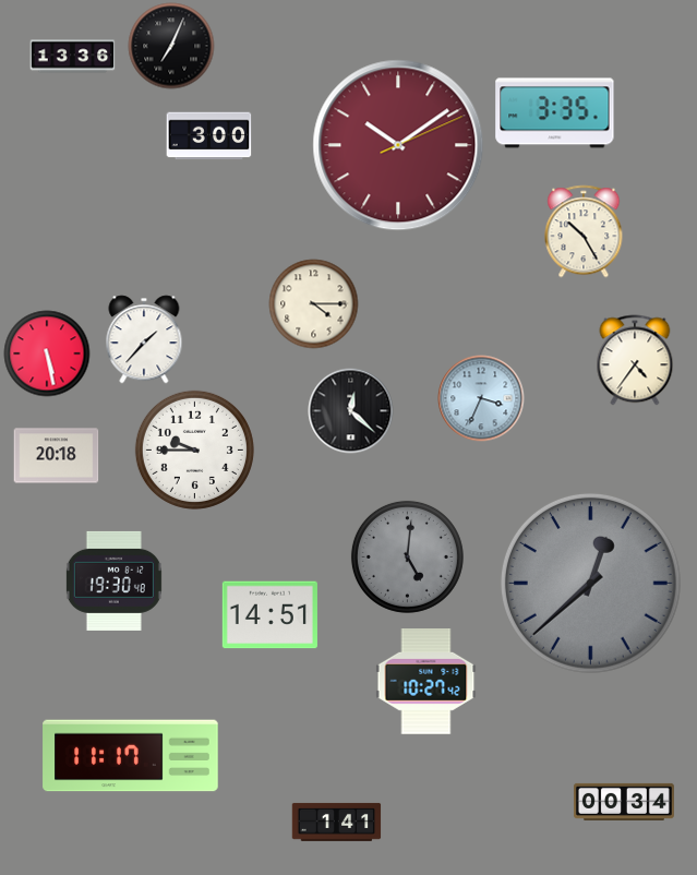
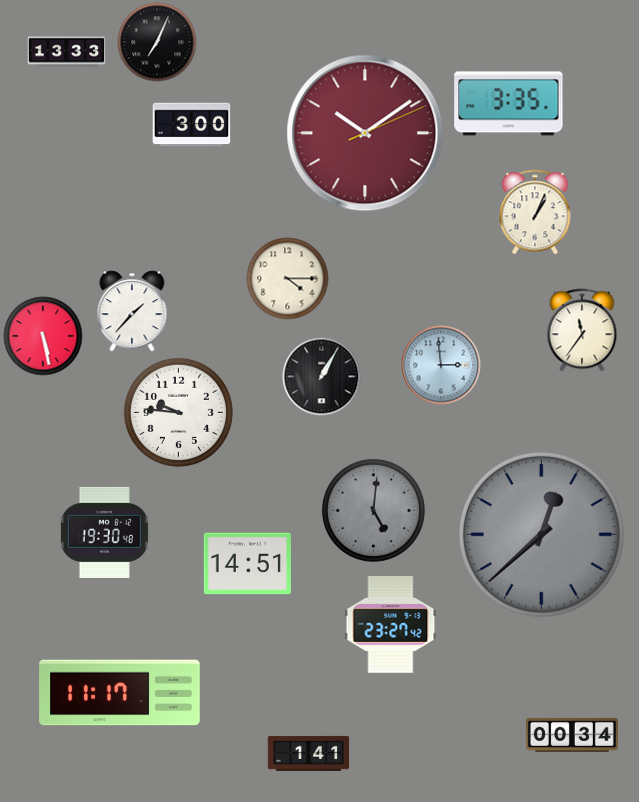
clock at (72, 57): 13:36 -> 13:33
clock at (584, 231): 10:25 -> 1:04
clock at (47, 353) position: (47, 353) -> (43, 336)
clock at (635, 360): 4:36 -> 11:36
clock at (481, 398): 3:34 -> 2:59
clock at (350, 410): 12:22 -> 1:05
clock at (194, 450): 9:45 -> 9:46
clock at (56, 456): 20:18 -> none
clock at (426, 682): 10:27 -> 23:27
